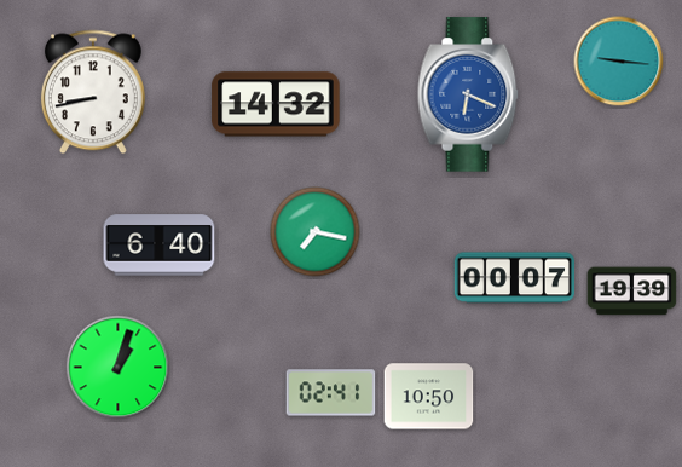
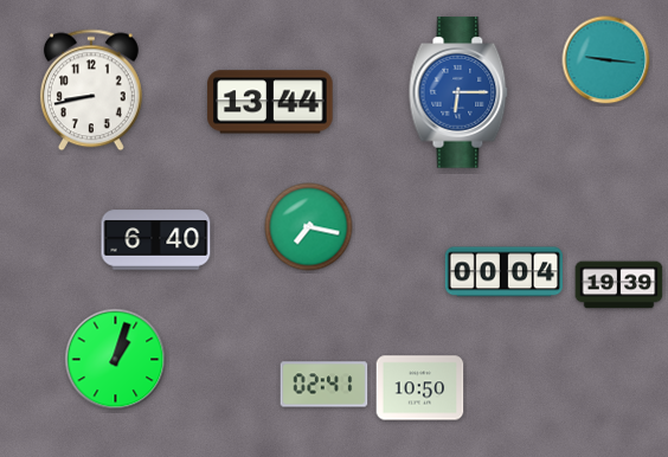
clock at (468, 94): 6:19 -> 6:15
clock at (276, 104): 14:32 -> 13:44
clock at (514, 278): 00:07 -> 00:04
